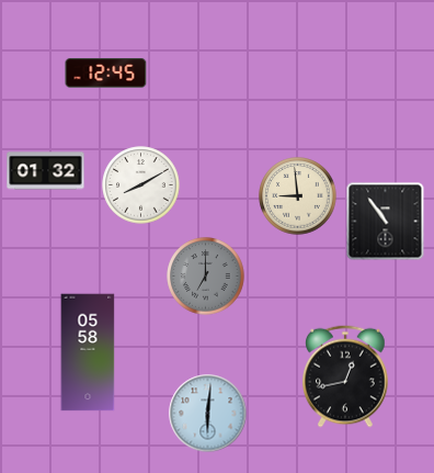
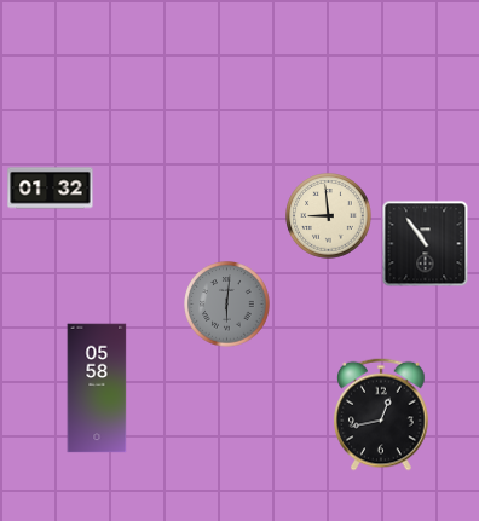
clock at (106, 74): 12:45 -> none
clock at (141, 185): 8:10 -> none
clock at (206, 277): 7:00 -> 6:01
clock at (208, 414): 6:01 -> none
